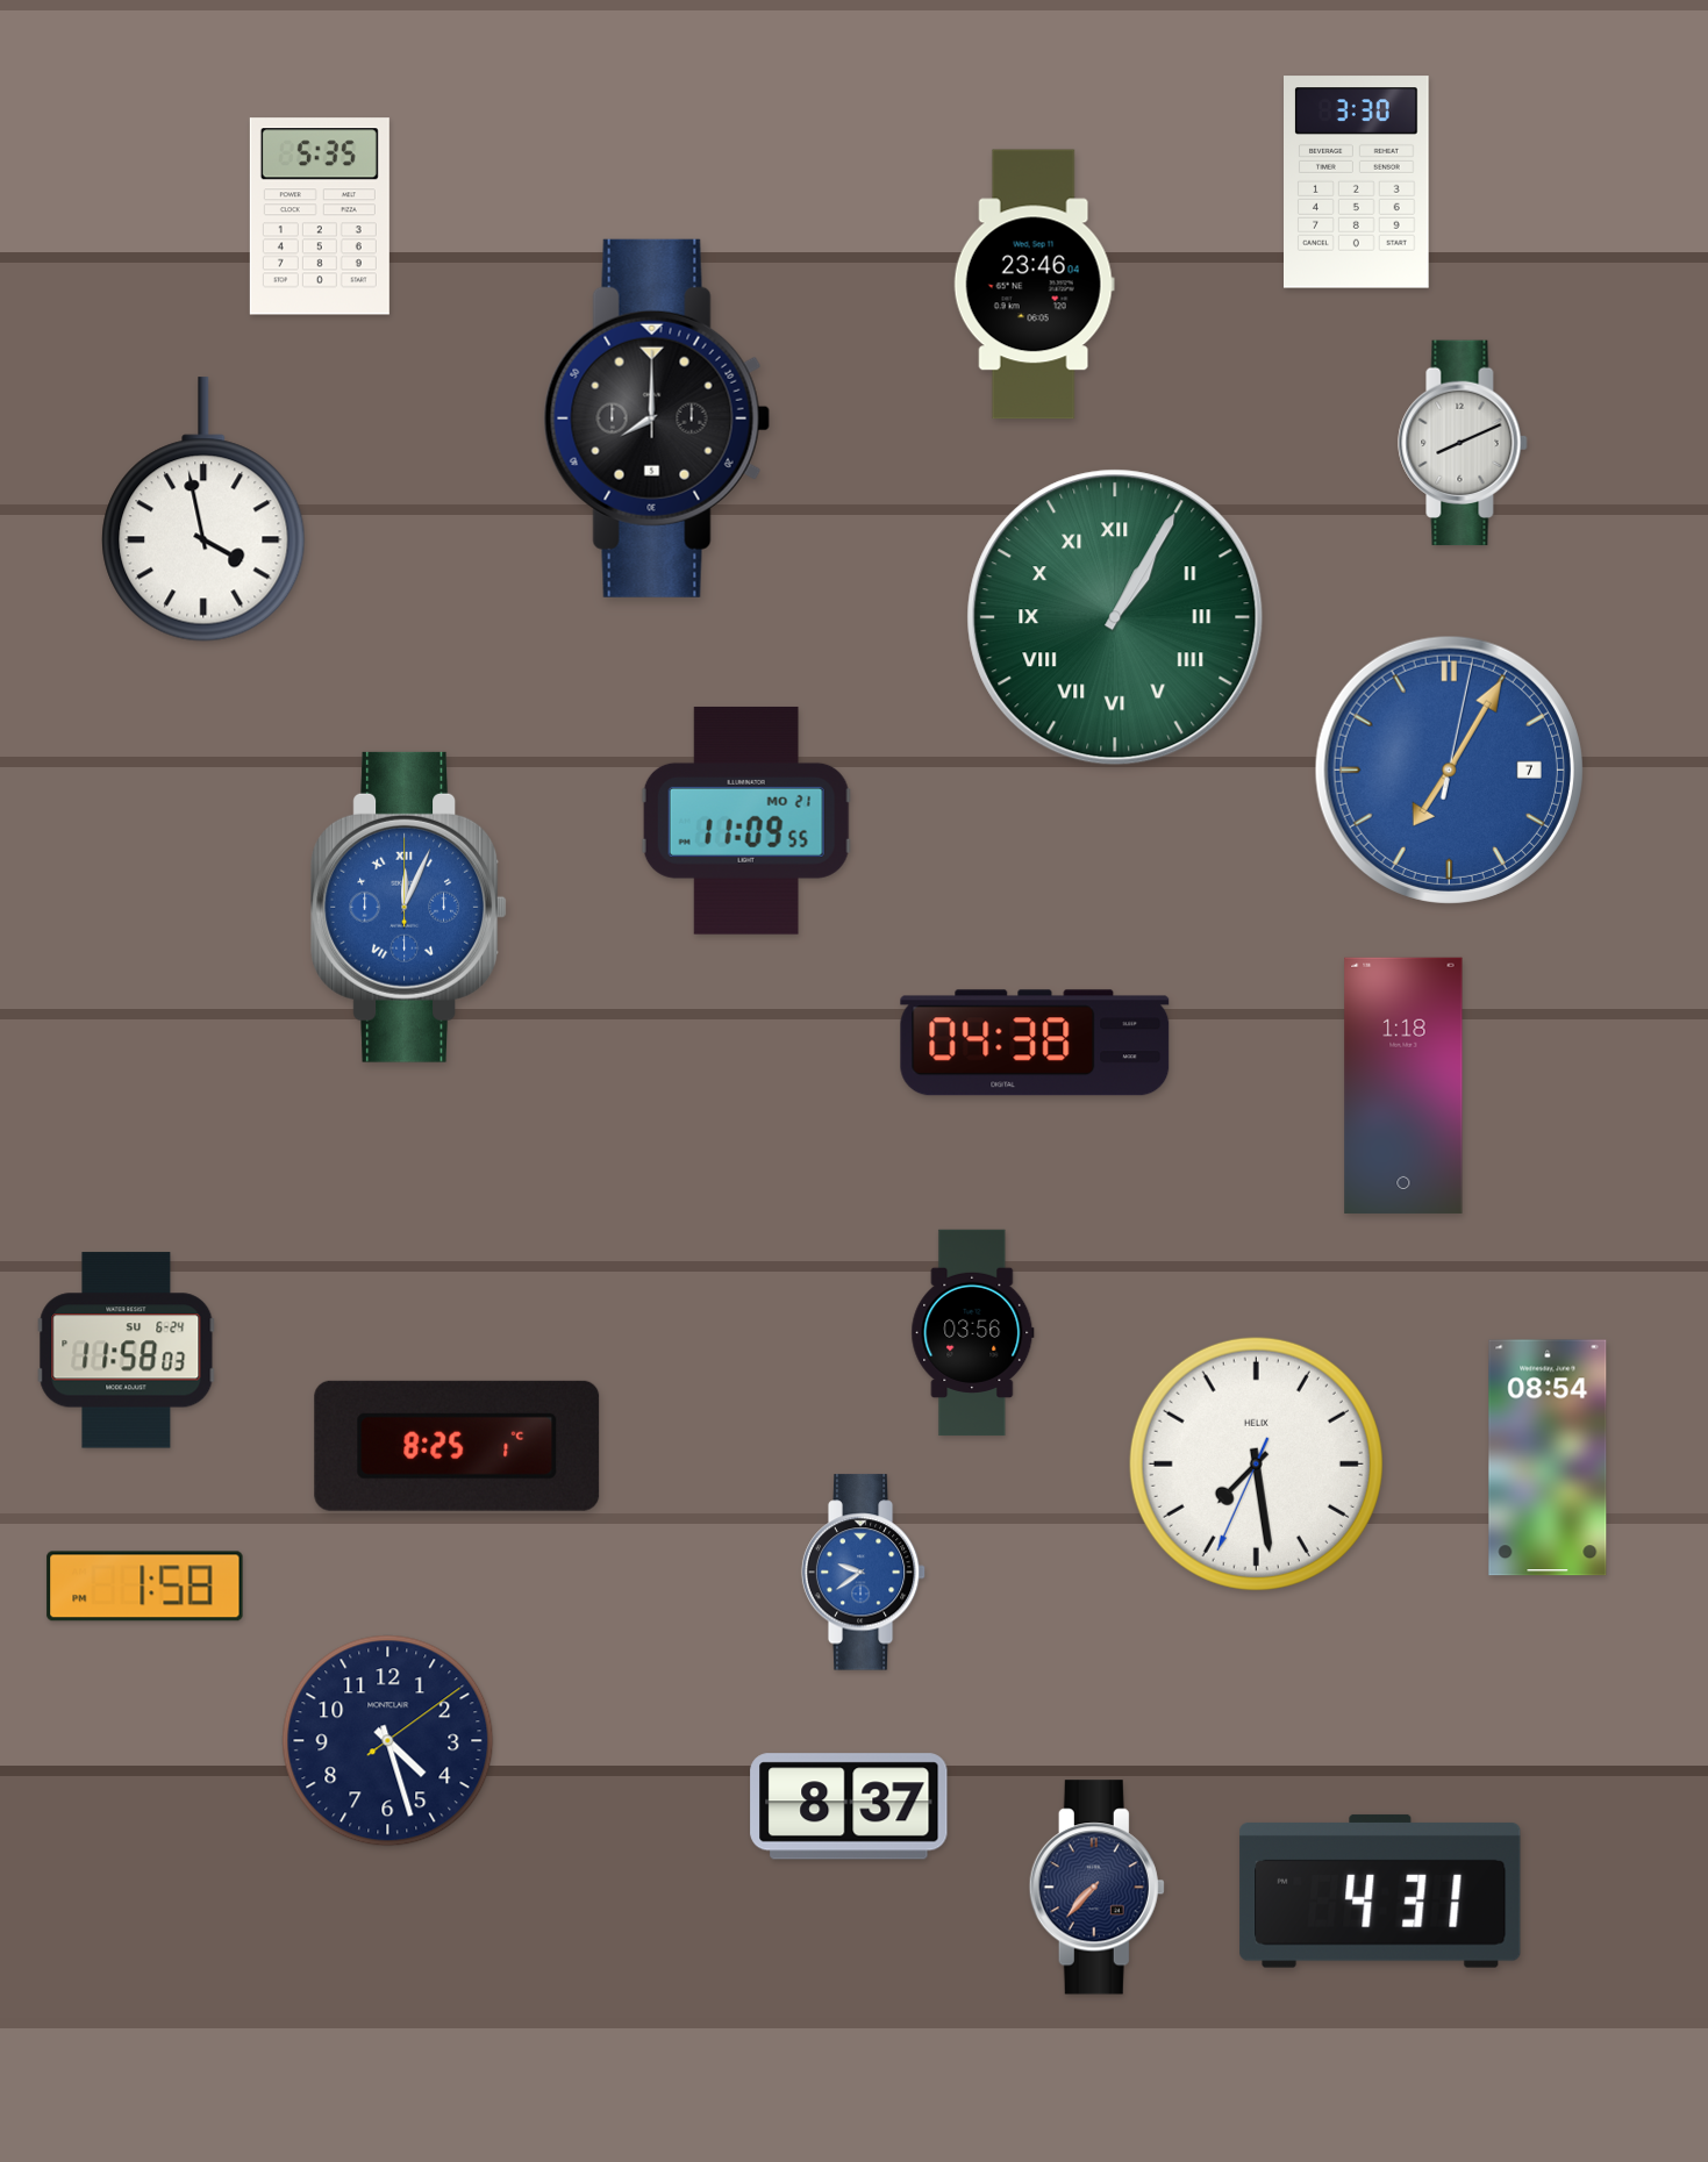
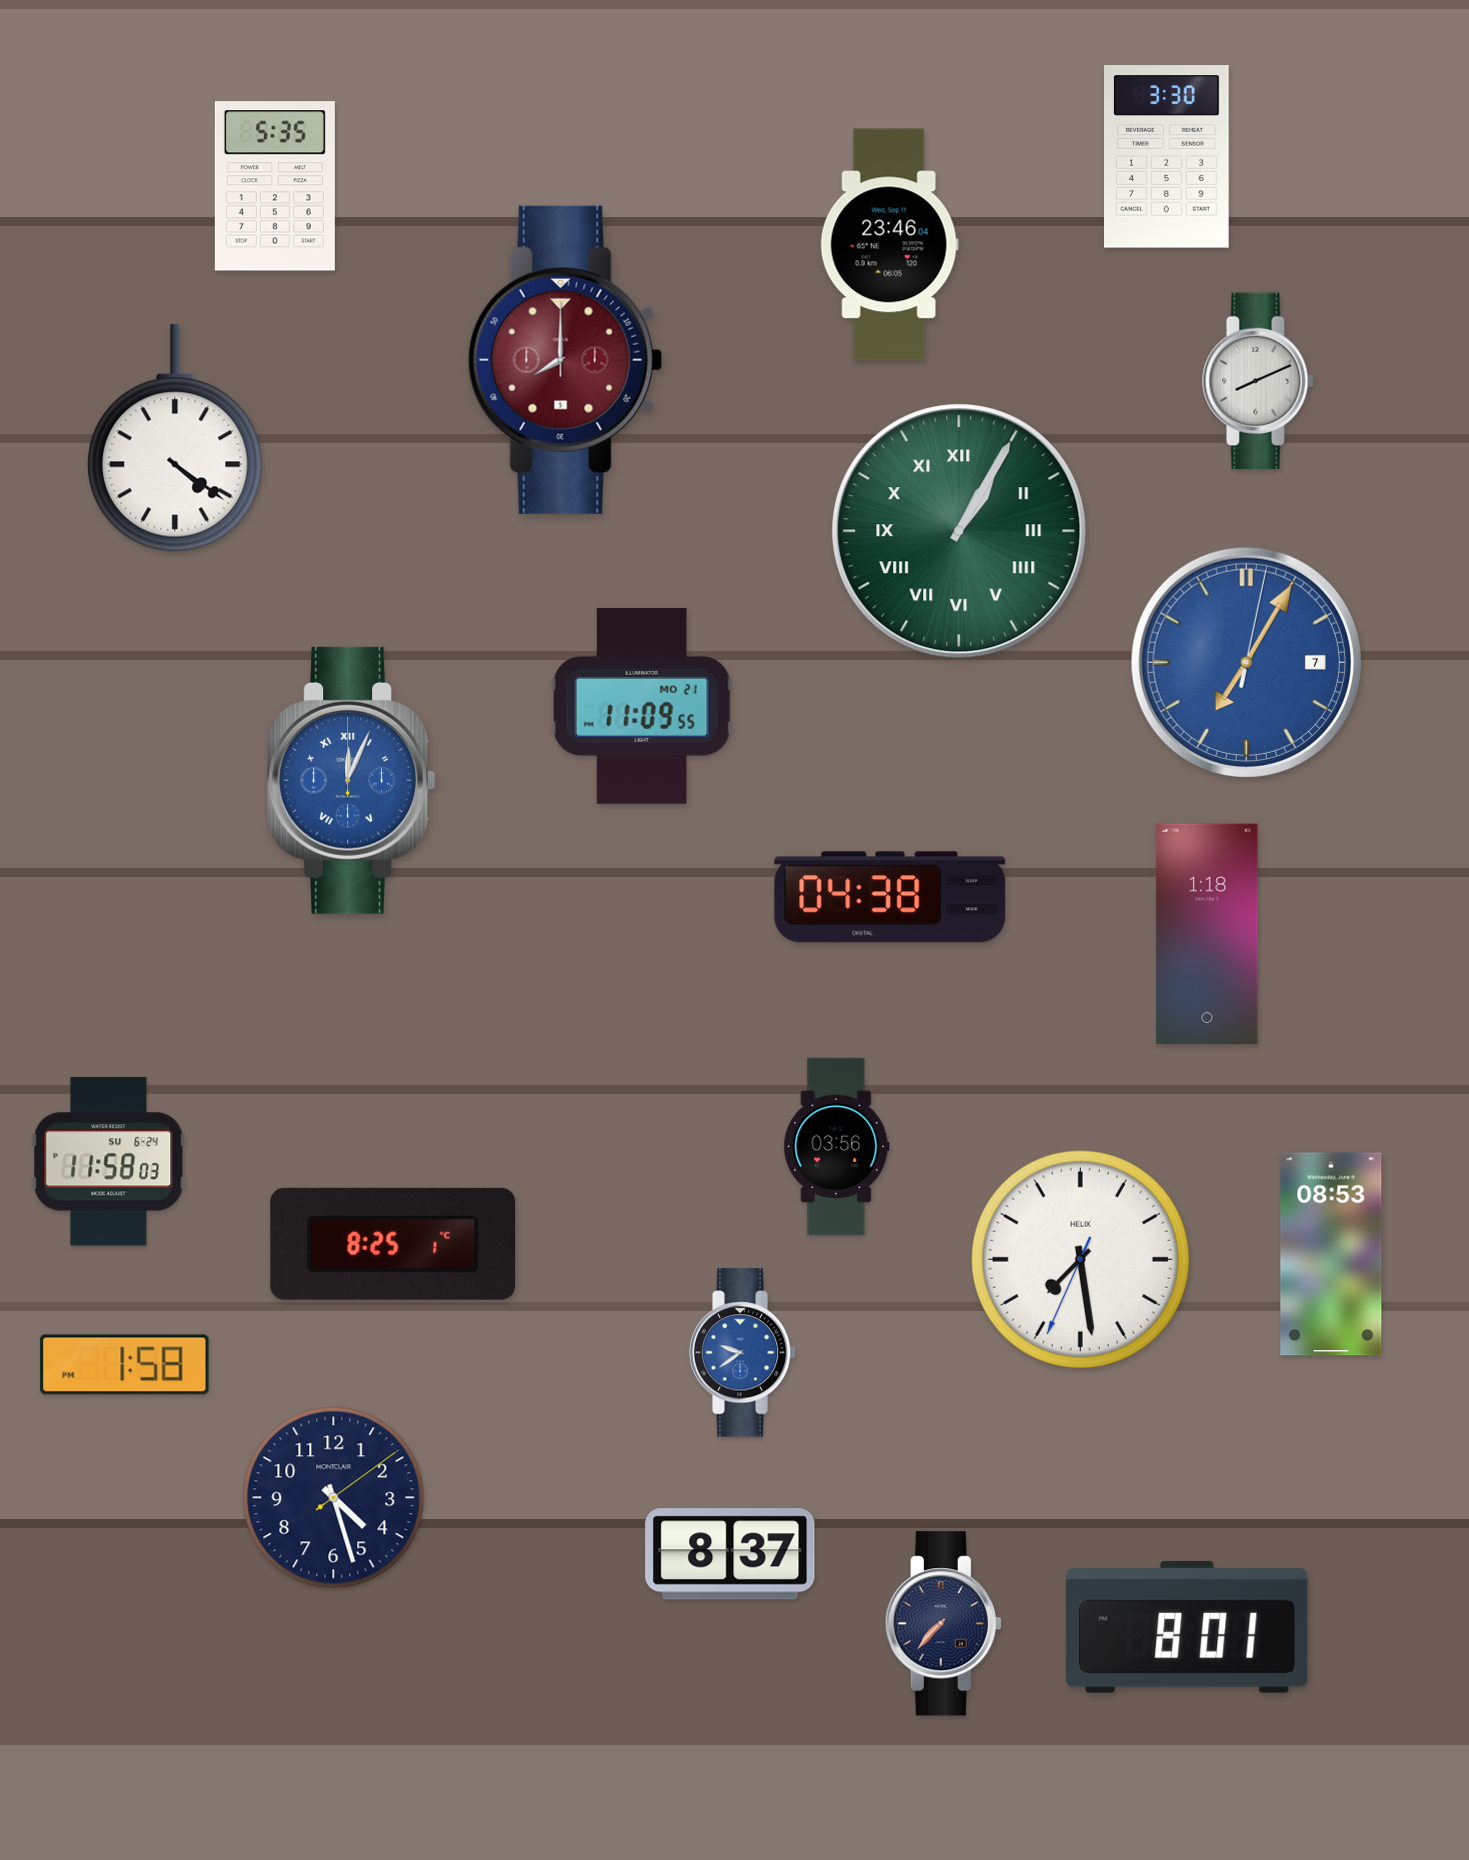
clock at (657, 418) dial: black -> burgundy
clock at (203, 509): 3:58 -> 4:21
clock at (1548, 1458): 08:54 -> 08:53
clock at (1380, 1891): 4:31 -> 8:01
